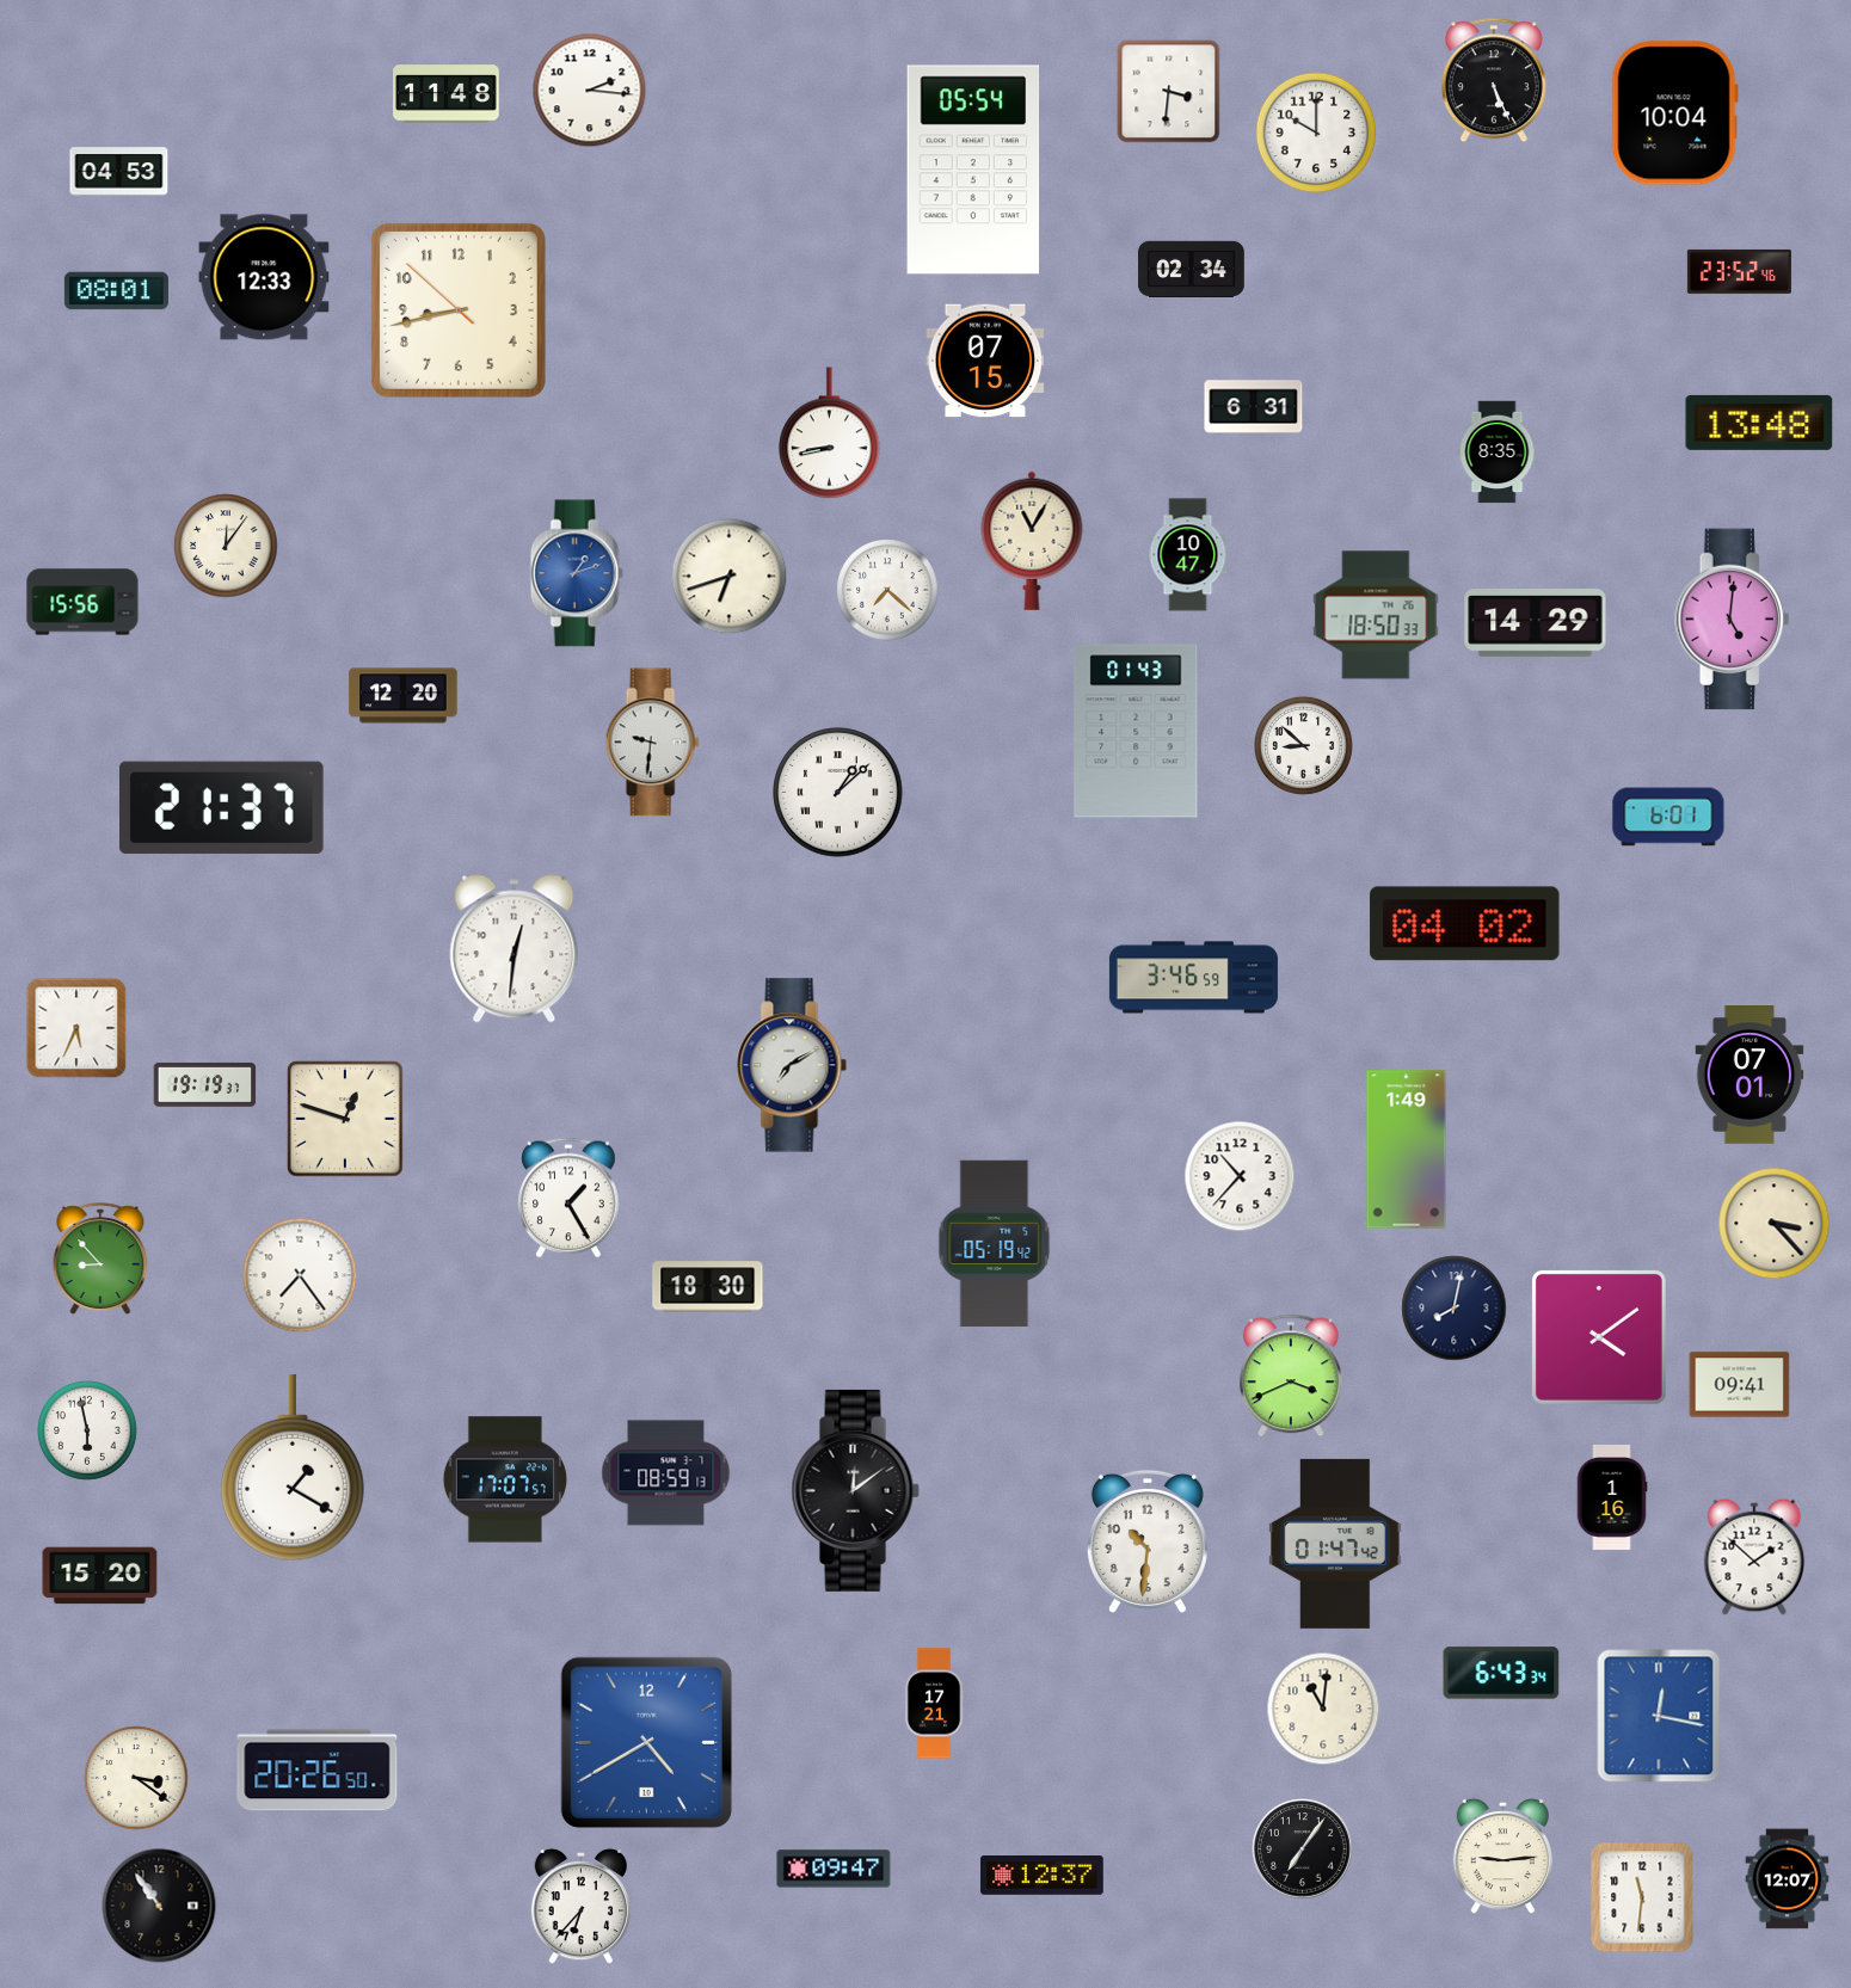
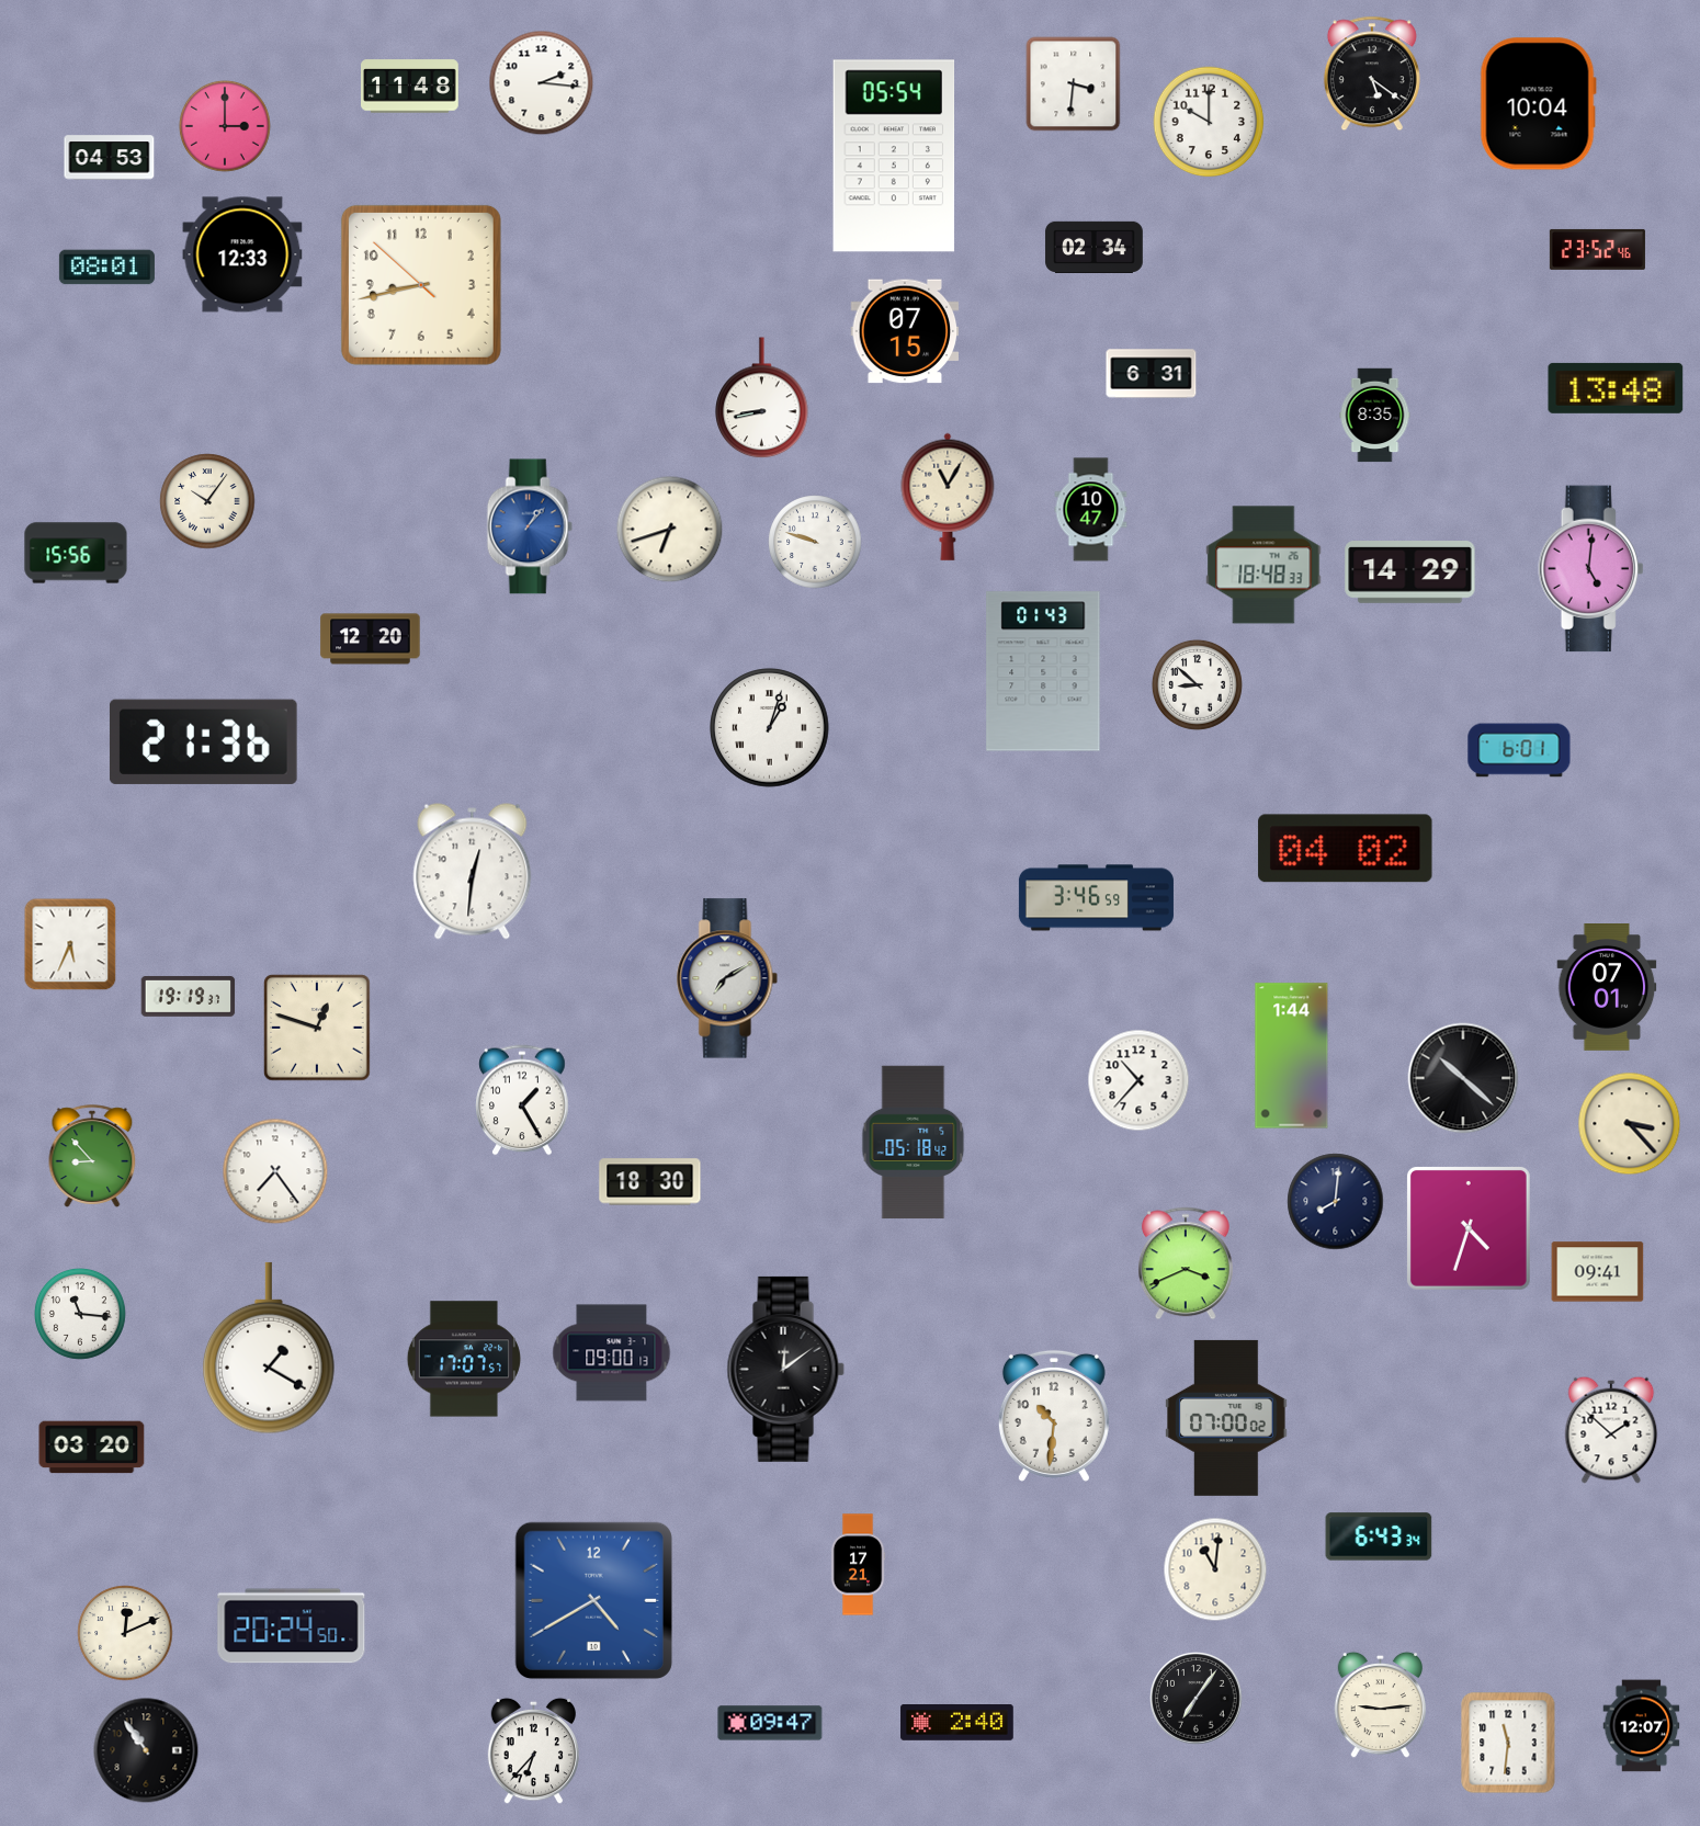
clock at (1494, 80): 5:26 -> 5:21
clock at (226, 127): none -> 3:00
clock at (226, 546): 12:06 -> 10:06
clock at (577, 573): 1:12 -> 1:07
clock at (887, 590): 7:22 -> 9:48
clock at (1376, 615): 18:50 -> 18:48
clock at (652, 743): 9:31 -> none
clock at (838, 793): 1:08 -> 1:03
clock at (221, 807): 21:37 -> 21:36
clock at (1668, 817) position: (1668, 817) -> (1519, 750)
clock at (1407, 1150): 1:49 -> 1:44
clock at (1463, 1078): none -> 10:22
clock at (995, 1244): 05:19 -> 05:18
clock at (1455, 1309): 8:02 -> 8:01
clock at (1599, 1337): 4:09 -> 4:33
clock at (88, 1432): 5:58 -> 11:16
clock at (666, 1473): 08:59 -> 09:00
clock at (1612, 1497): 1:16 -> none
clock at (1336, 1544): 01:47 -> 07:00
clock at (100, 1576): 15:20 -> 03:20
clock at (1659, 1716): 12:17 -> none
clock at (318, 1771): 20:26 -> 20:24
clock at (136, 1778): 3:21 -> 12:11
clock at (834, 1869) position: (834, 1869) -> (770, 1723)
clock at (1043, 1876): 12:37 -> 2:40
